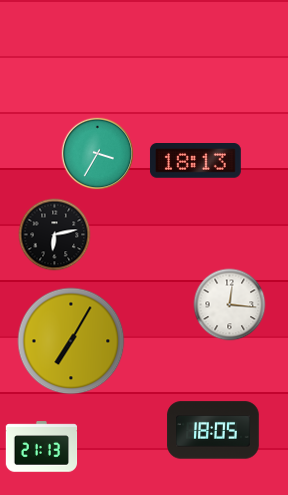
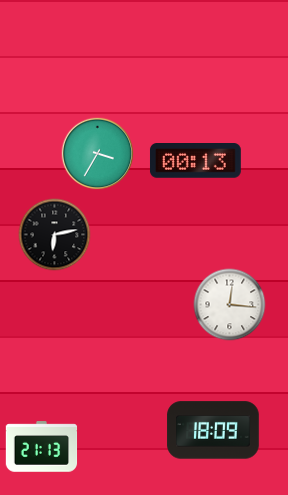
clock at (195, 161): 18:13 -> 00:13
clock at (71, 341): 7:05 -> none
clock at (213, 430): 18:05 -> 18:09
